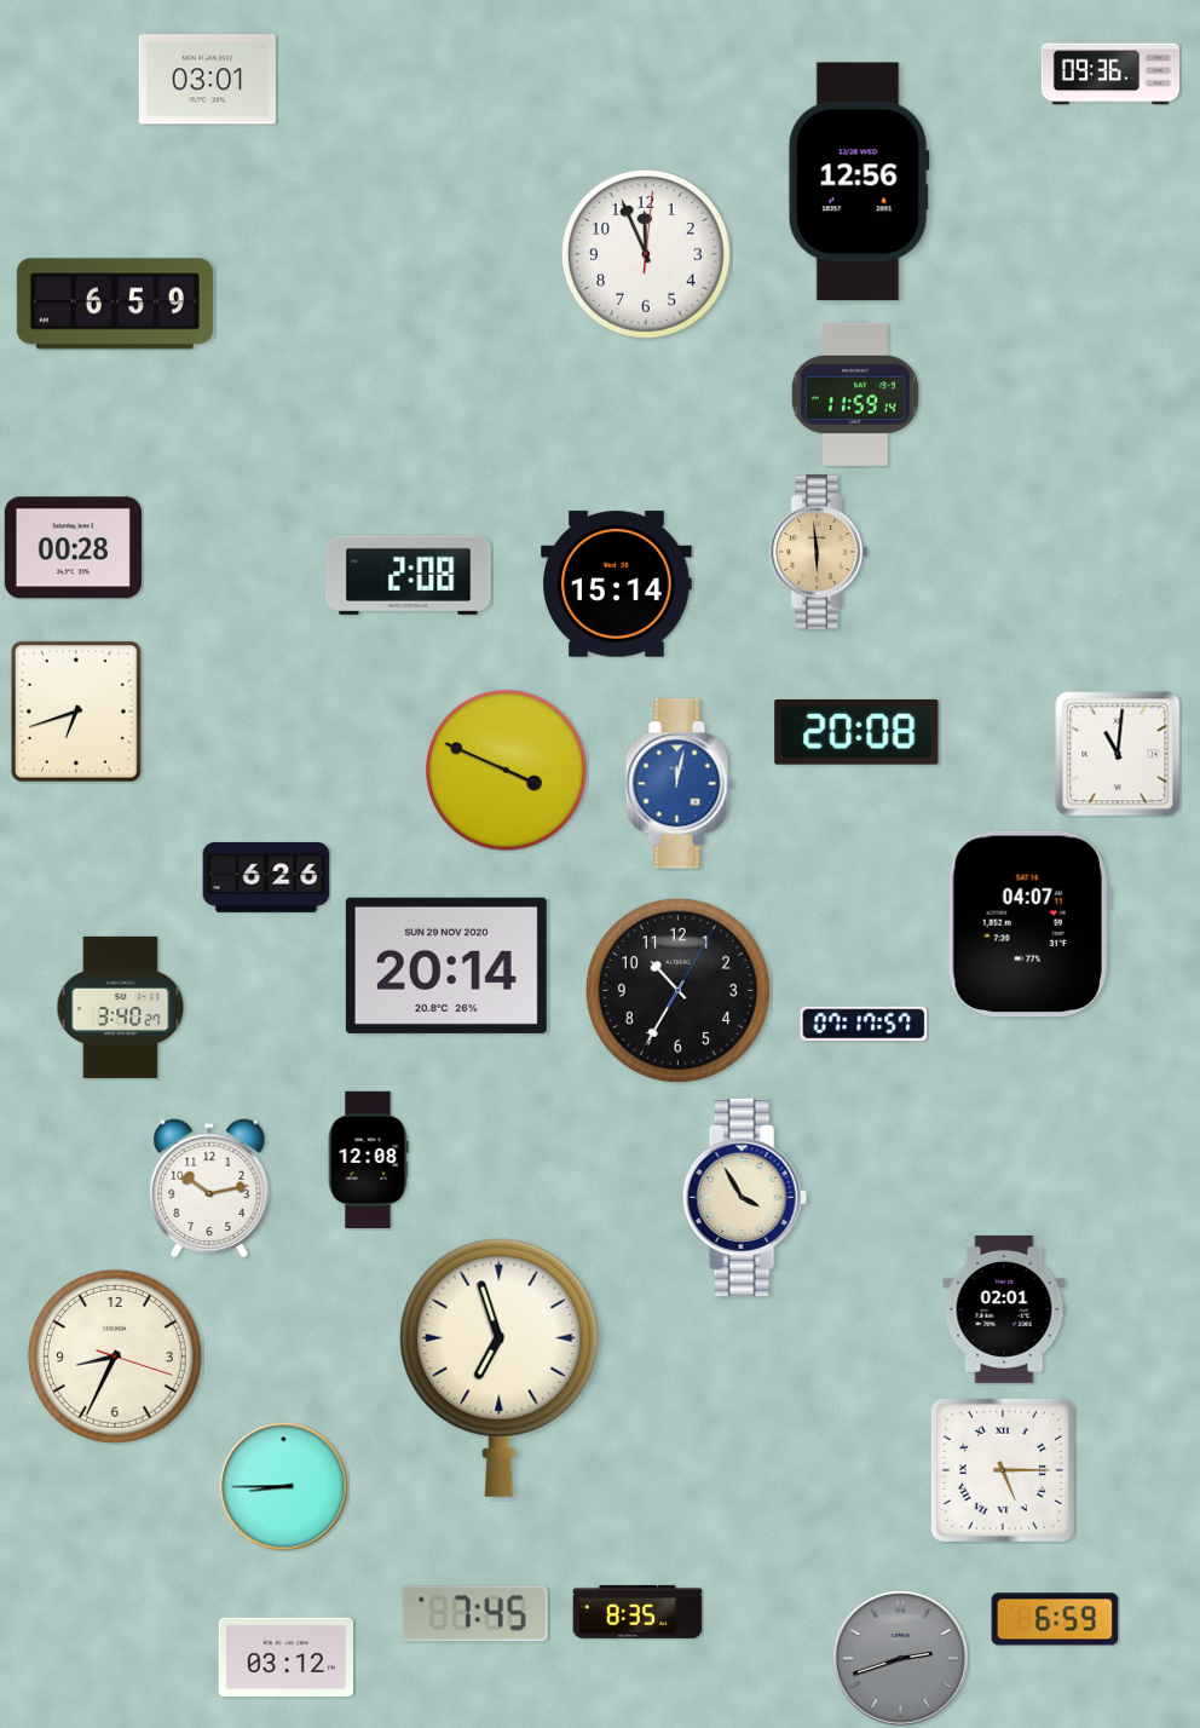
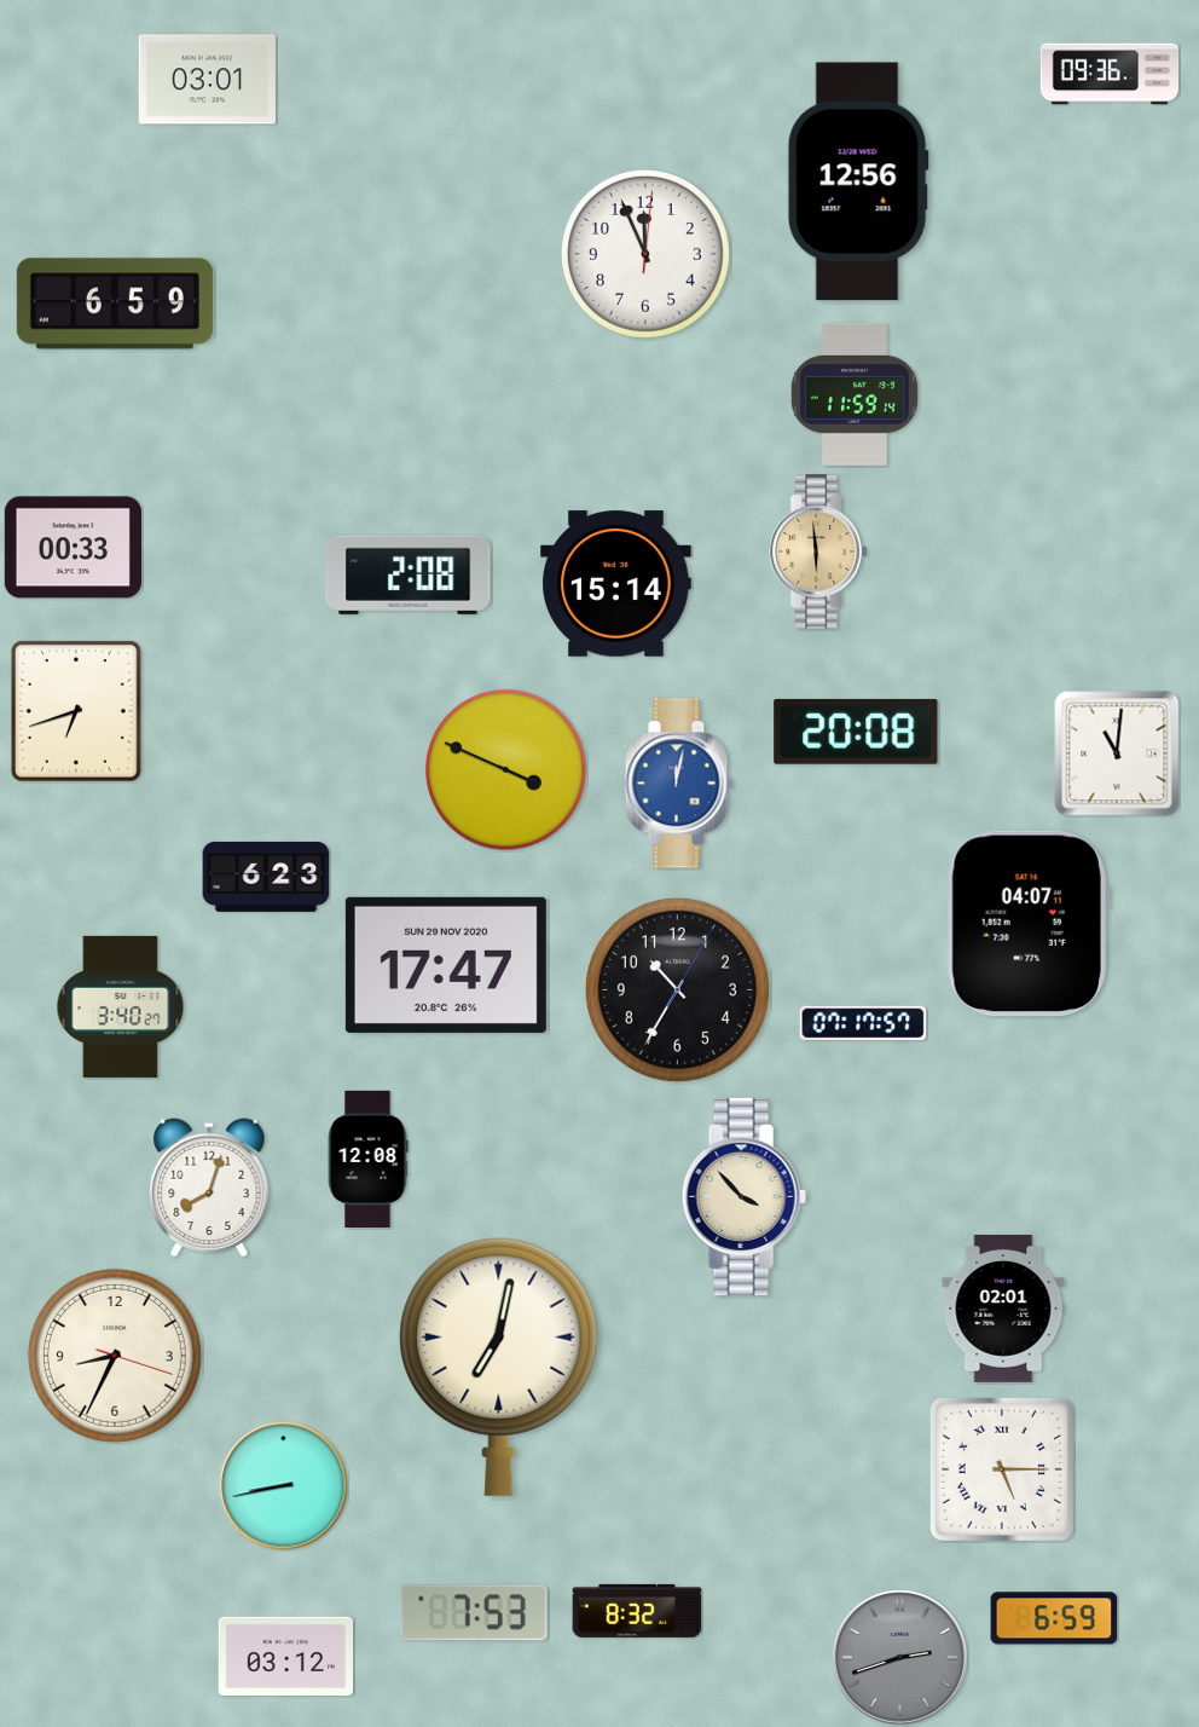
clock at (73, 548): 00:28 -> 00:33
clock at (266, 877): 6:26 -> 6:23
clock at (446, 966): 20:14 -> 17:47
clock at (209, 1188): 10:13 -> 8:03
clock at (744, 1197): 3:55 -> 3:53
clock at (500, 1367): 6:57 -> 7:02
clock at (284, 1487): 8:45 -> 8:43
clock at (637, 1612): 8:35 -> 8:32
clock at (474, 1614): 7:45 -> 7:53
